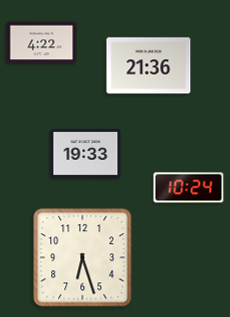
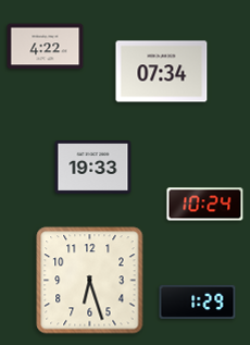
clock at (149, 66): 21:36 -> 07:34
clock at (198, 301): none -> 1:29
